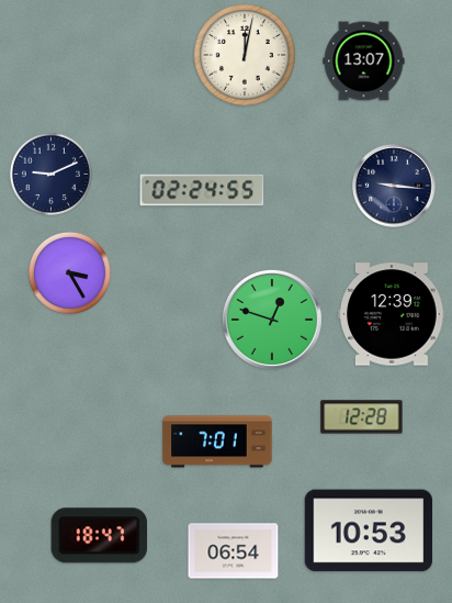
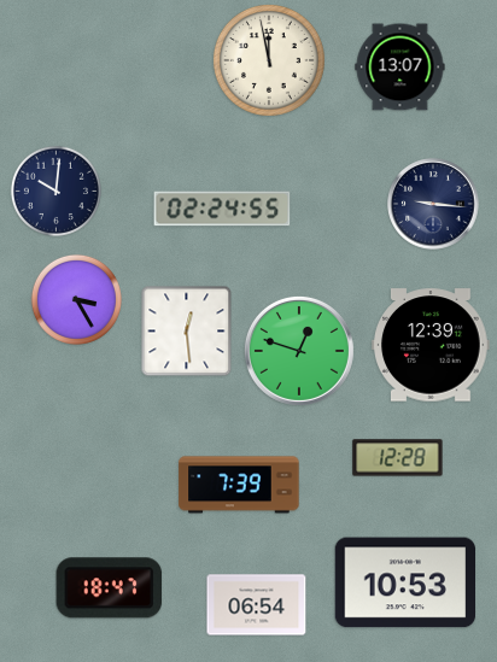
clock at (245, 55): 12:02 -> 11:58
clock at (50, 174): 9:11 -> 10:01
clock at (187, 332): none -> 12:29
clock at (217, 442): 7:01 -> 7:39
